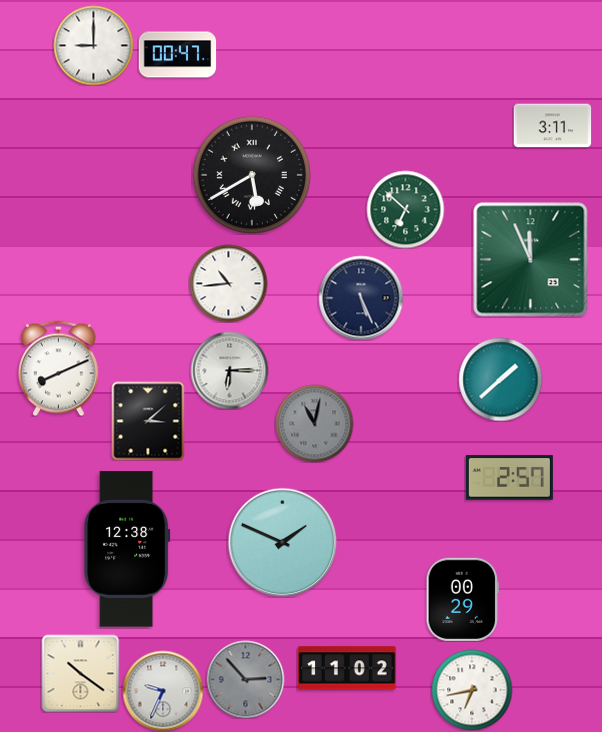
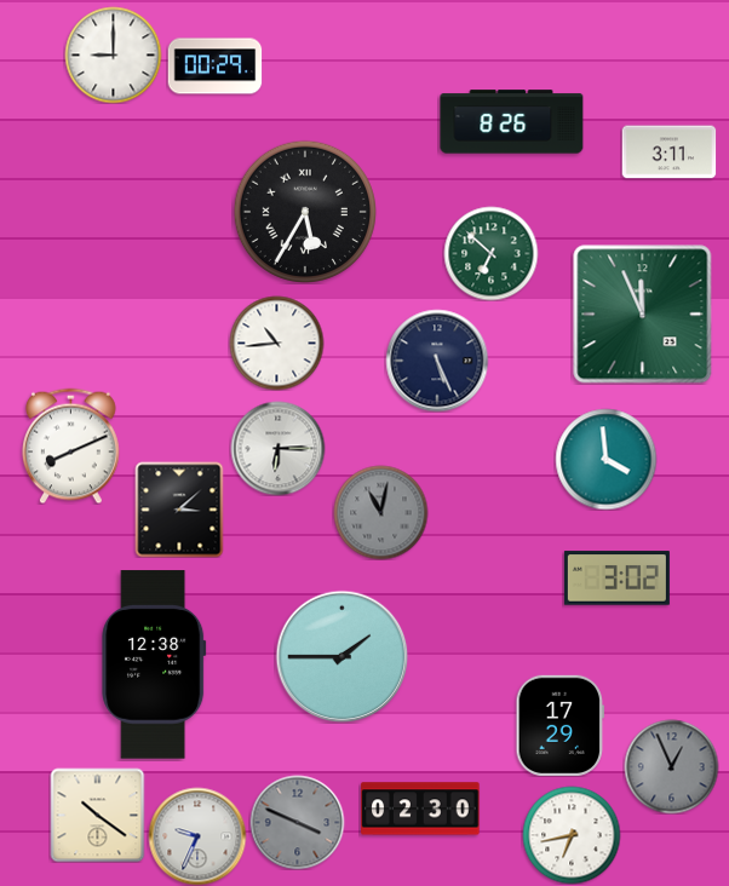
clock at (177, 55): 00:47 -> 00:29
clock at (512, 122): none -> 8:26
clock at (251, 174): 5:40 -> 5:35
clock at (500, 379): 1:38 -> 3:59
clock at (509, 478): 2:57 -> 3:02
clock at (282, 542): 1:49 -> 1:45
clock at (462, 599): 00:29 -> 17:29
clock at (671, 766): none -> 12:56
clock at (347, 668): 11:02 -> 02:30
clock at (245, 679): 2:53 -> 3:49
